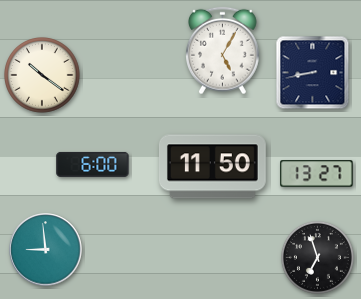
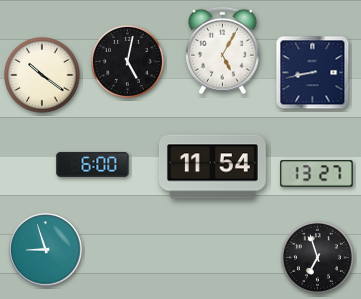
clock at (127, 61): none -> 5:02
clock at (212, 167): 11:50 -> 11:54
clock at (46, 250): 8:59 -> 8:57
